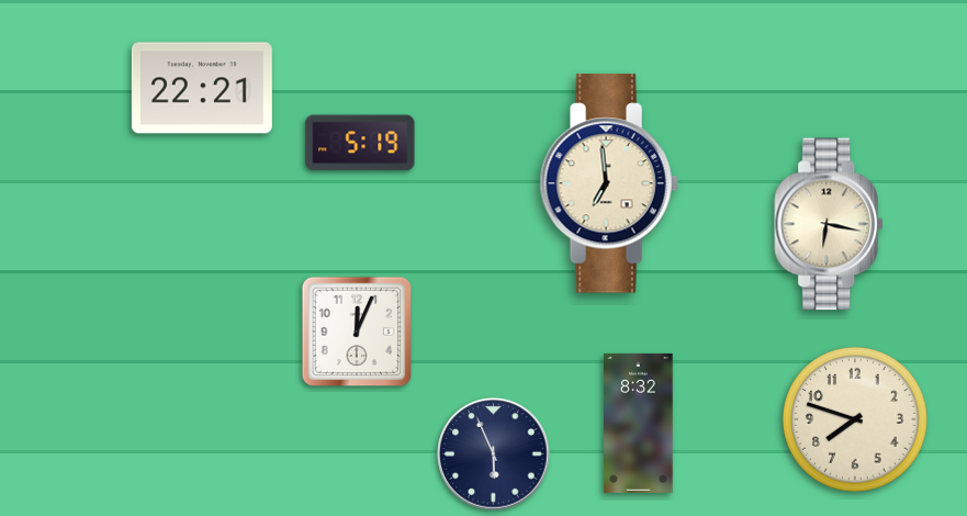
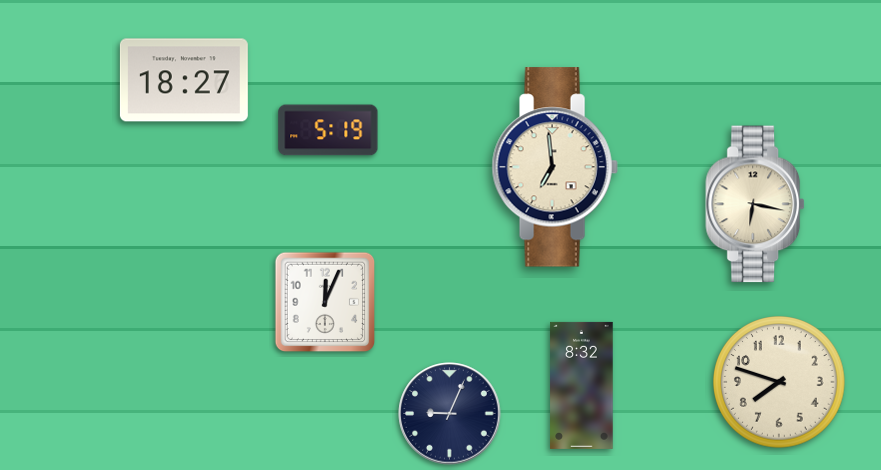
clock at (202, 88): 22:21 -> 18:27
clock at (494, 455): 5:56 -> 9:04
